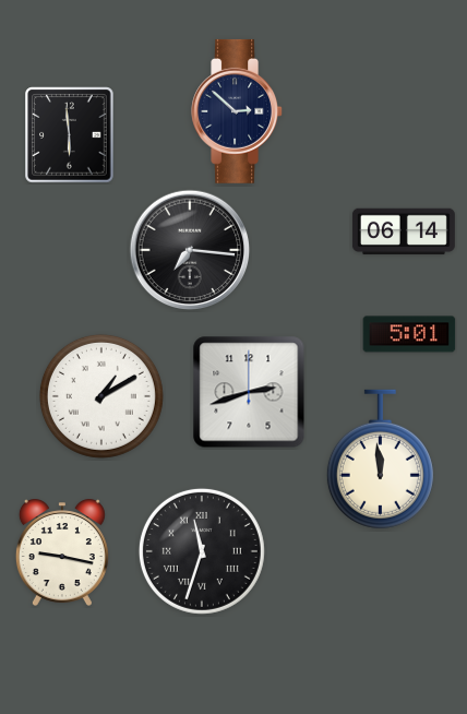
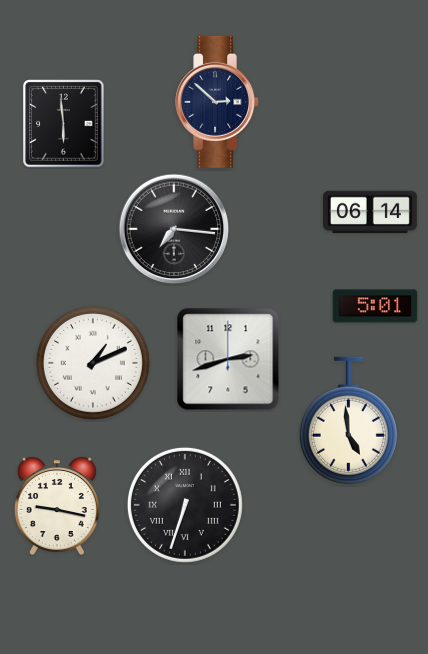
clock at (101, 396): 1:10 -> 1:11
clock at (380, 460): 11:59 -> 4:59
clock at (202, 551): 11:33 -> 6:33
